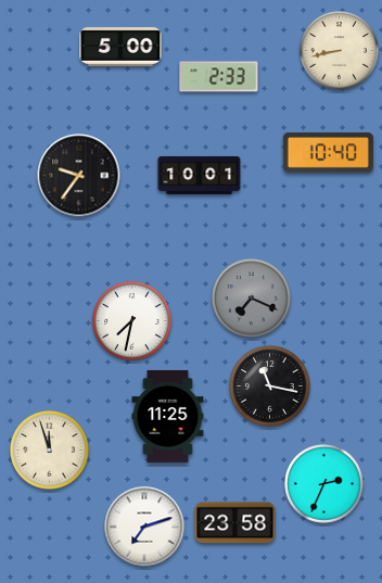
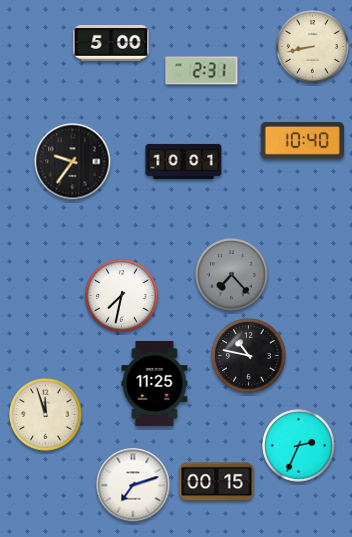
clock at (219, 77): 2:33 -> 2:31
clock at (252, 299): 7:19 -> 7:23
clock at (270, 386): 11:17 -> 10:47
clock at (235, 523): 23:58 -> 00:15
